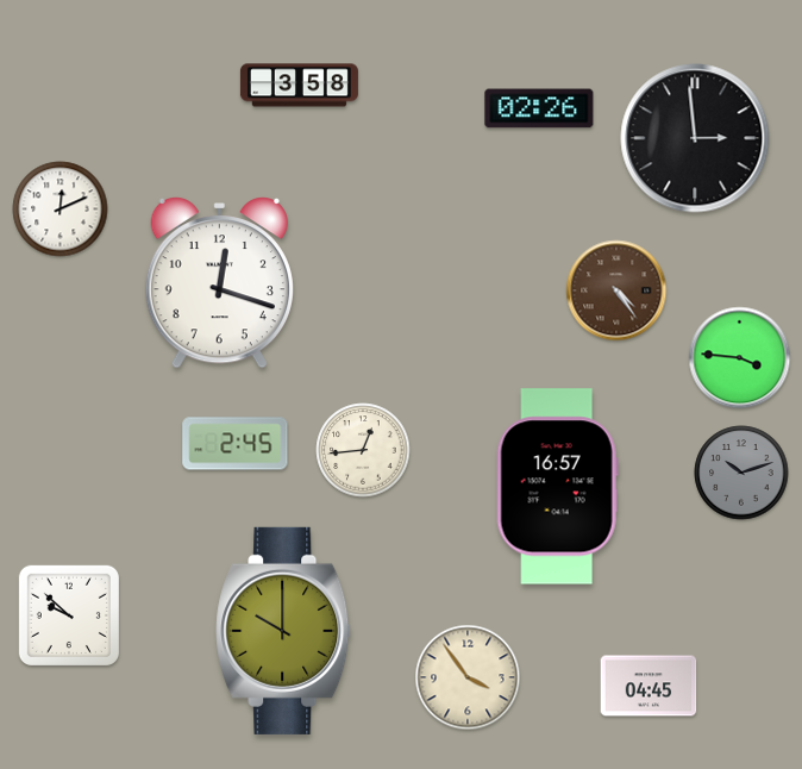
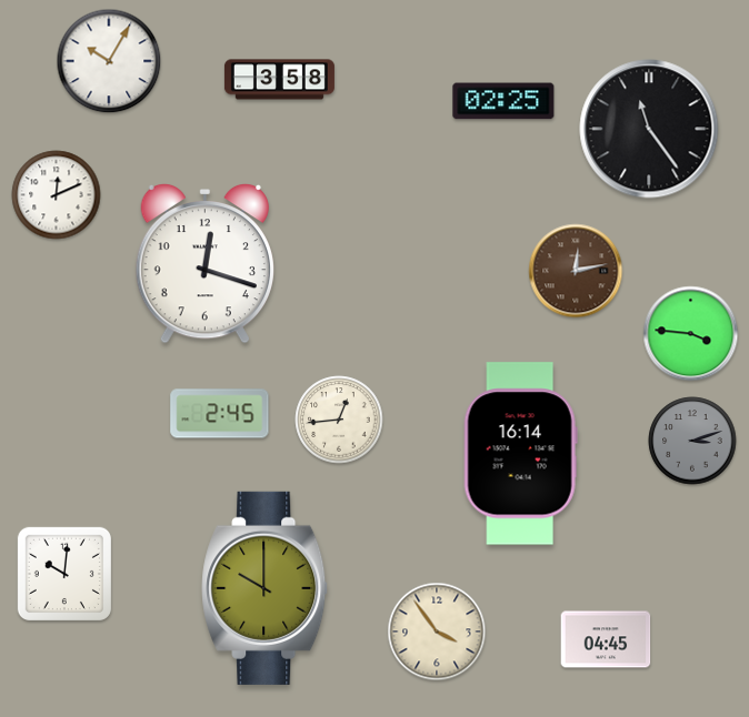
clock at (109, 61): none -> 10:05
clock at (539, 108): 02:26 -> 02:25
clock at (695, 138): 2:59 -> 11:24
clock at (616, 290): 4:24 -> 12:13
clock at (741, 473): 10:12 -> 3:12
clock at (557, 487): 16:57 -> 16:14
clock at (69, 615): 9:52 -> 10:01
